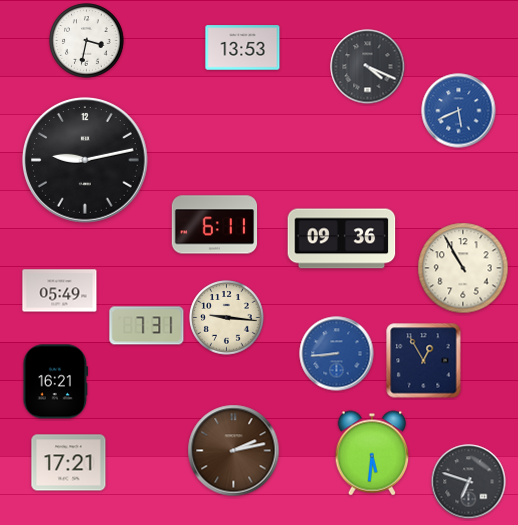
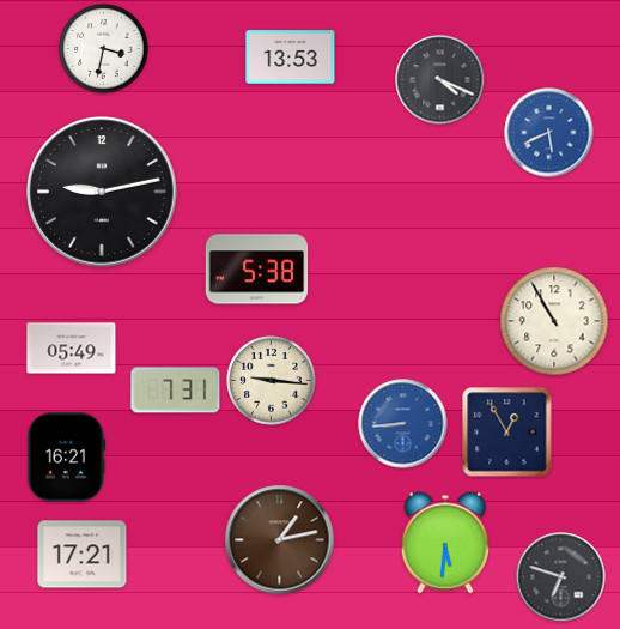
clock at (215, 225): 6:11 -> 5:38
clock at (342, 239): 09:36 -> none
clock at (234, 451): 2:13 -> 1:13
